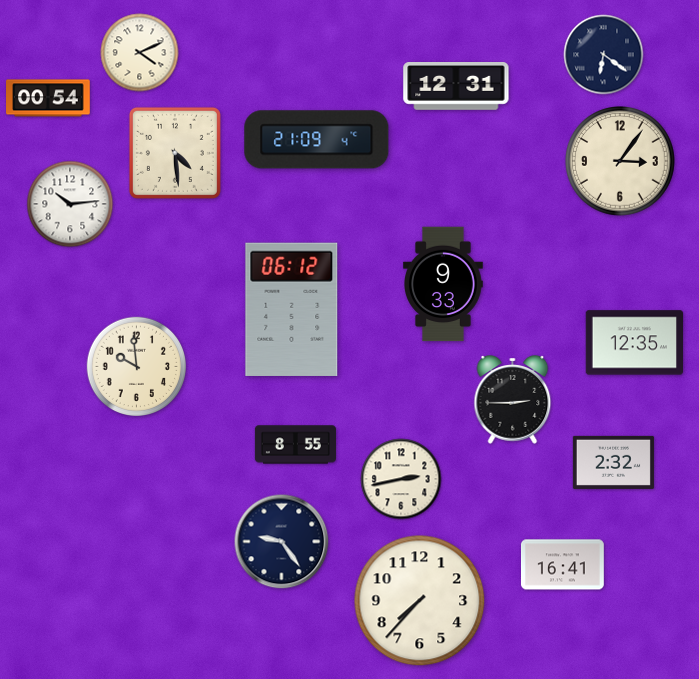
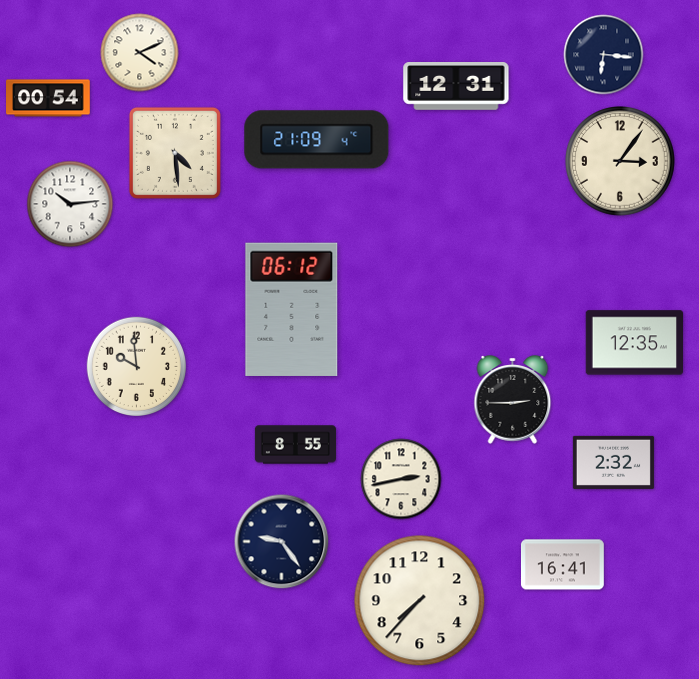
clock at (604, 55): 6:21 -> 6:16
clock at (444, 284): 9:33 -> none
